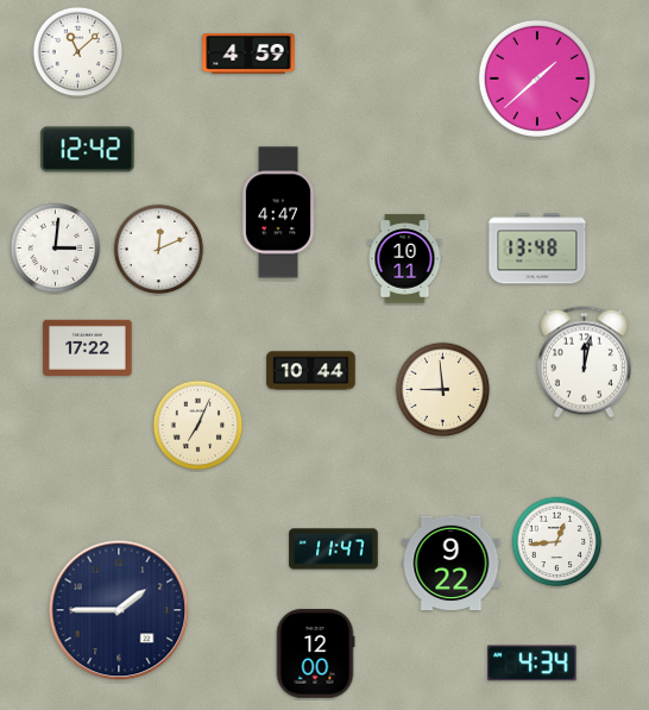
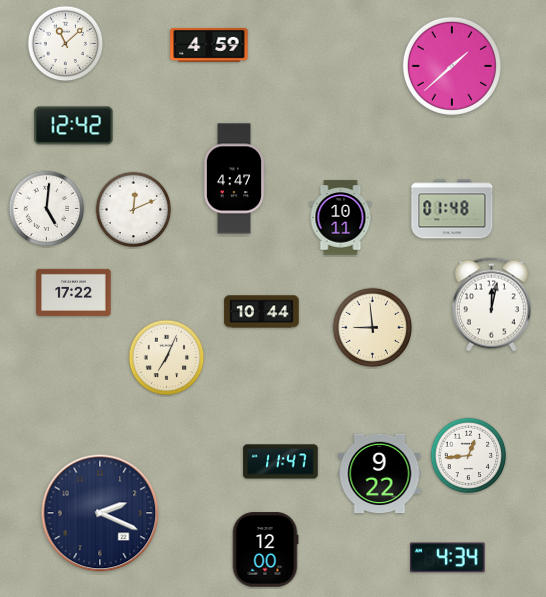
clock at (56, 249): 3:01 -> 5:01
clock at (537, 249): 13:48 -> 01:48
clock at (119, 610): 1:45 -> 2:19
